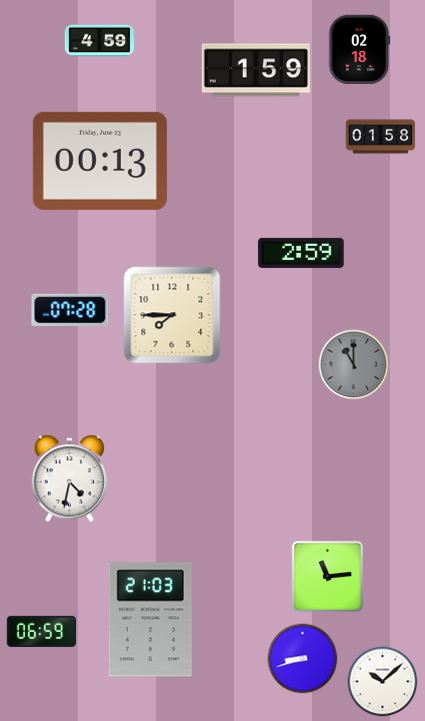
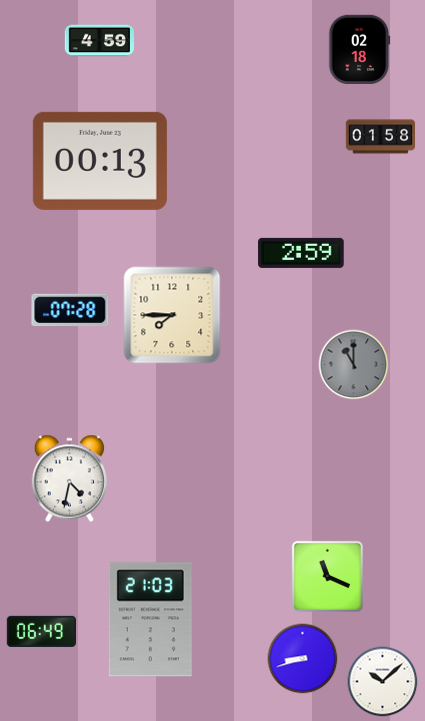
clock at (256, 70): 1:59 -> none
clock at (327, 576): 11:14 -> 11:19
clock at (41, 631): 06:59 -> 06:49
